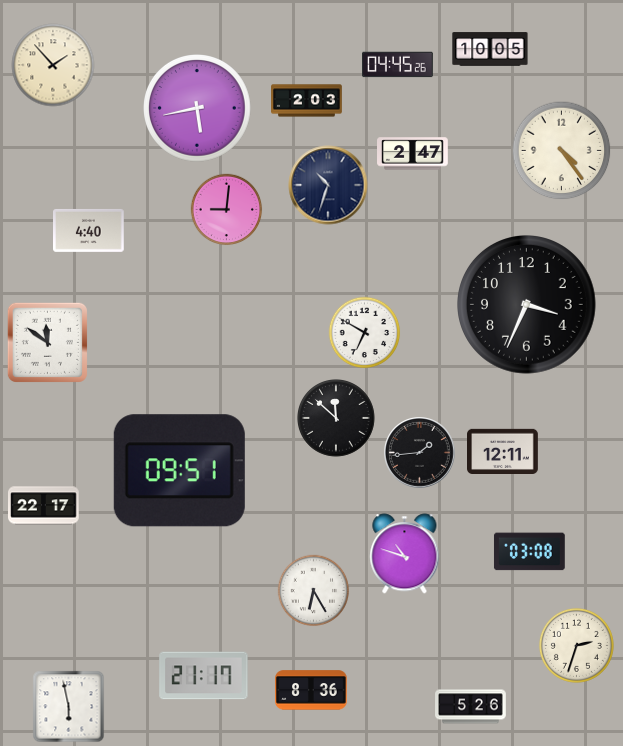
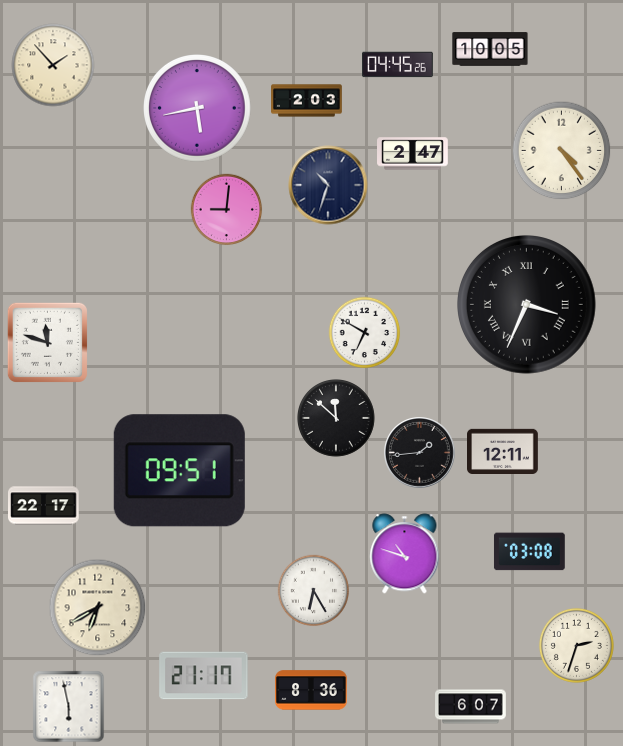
clock at (89, 230): 4:40 -> none
clock at (527, 305) numerals: Arabic -> Roman
clock at (47, 342): 11:51 -> 11:48
clock at (98, 608): none -> 6:40
clock at (471, 707): 5:26 -> 6:07
